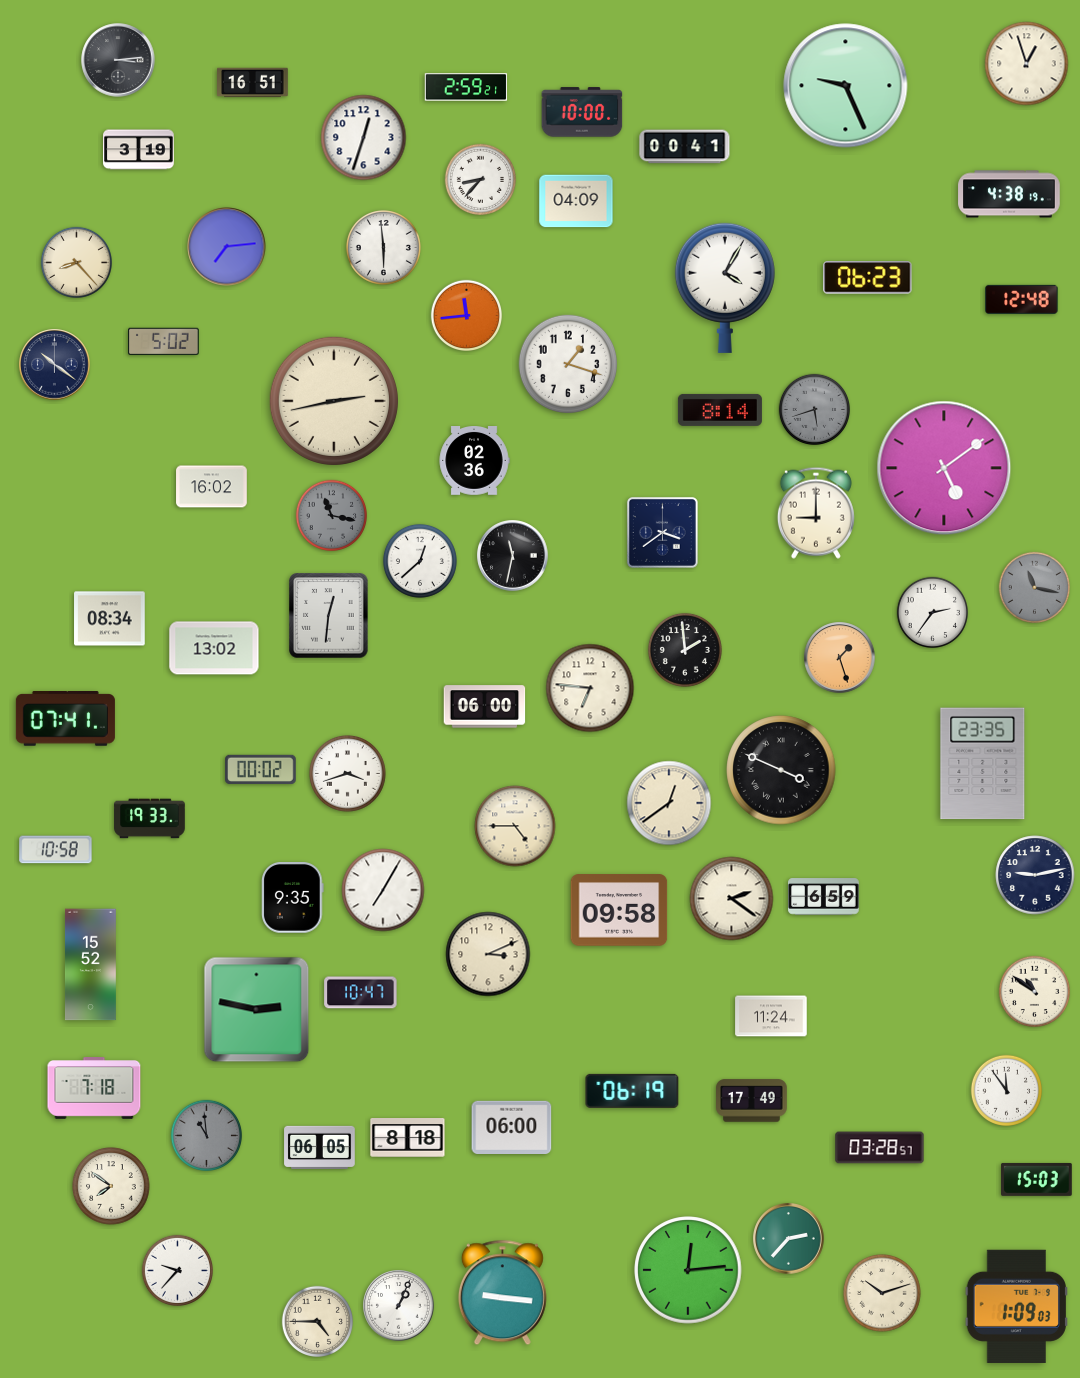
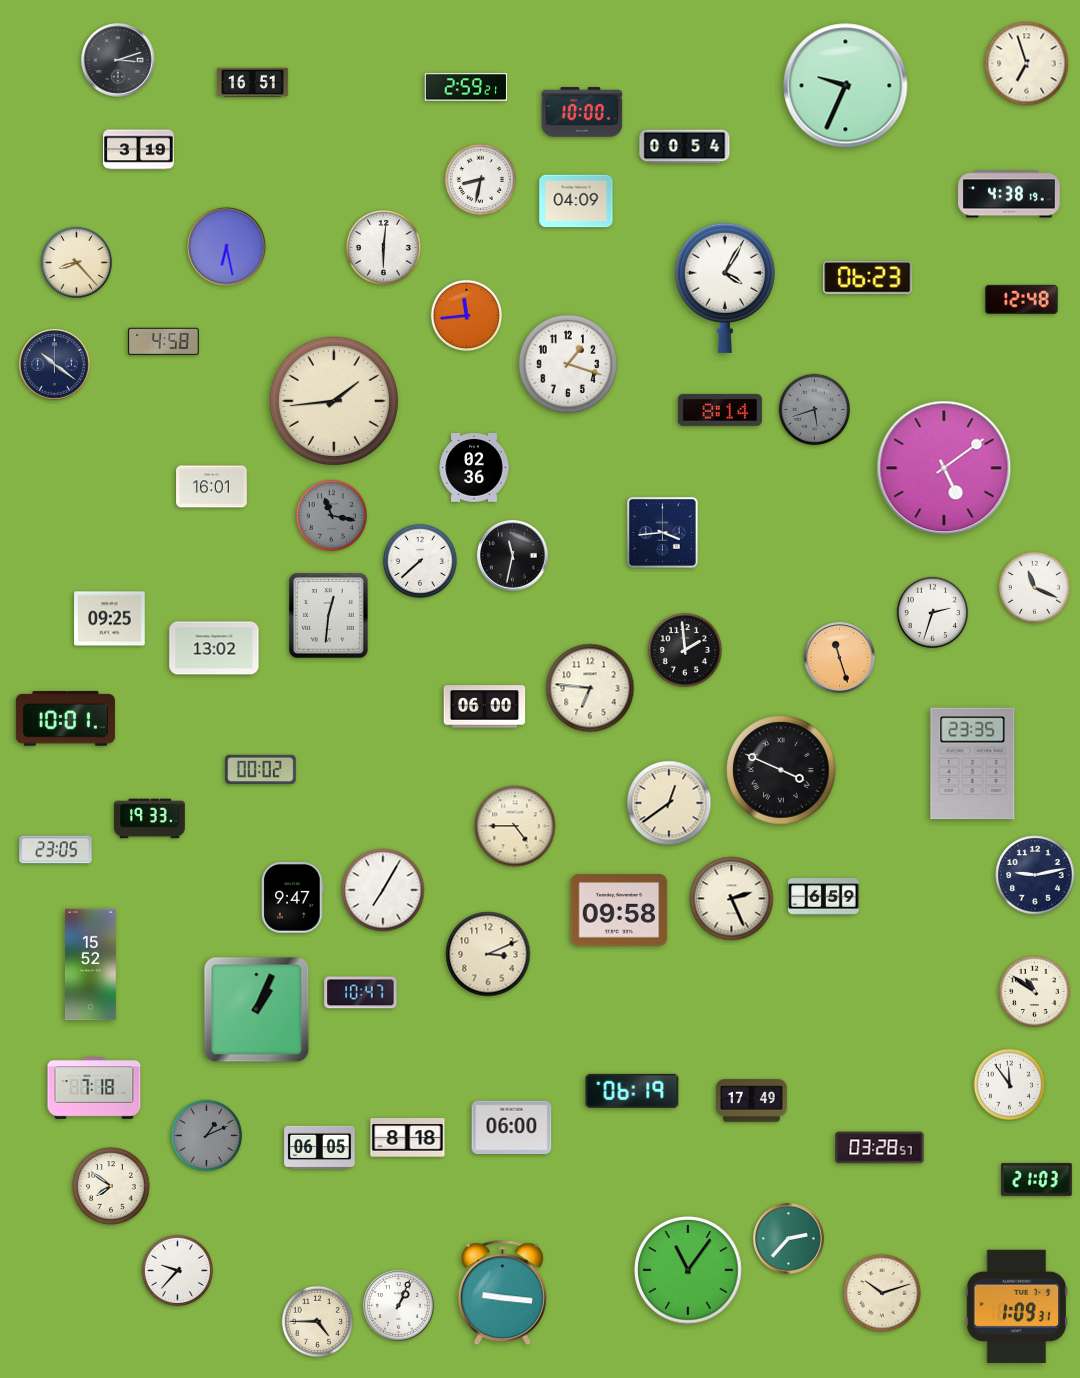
clock at (118, 60): 3:14 -> 3:12
clock at (1027, 64): 12:57 -> 6:57
clock at (846, 86): 9:26 -> 9:34
clock at (364, 138): 12:33 -> none
clock at (685, 147): 00:41 -> 00:54
clock at (480, 179): 8:37 -> 8:32
clock at (227, 247): 7:14 -> 6:28
clock at (383, 247): 5:59 -> 6:01
clock at (164, 341): 5:02 -> 4:58
clock at (334, 401): 2:43 -> 1:44
clock at (474, 461) position: (474, 461) -> (474, 468)
clock at (212, 487): 16:02 -> 16:01
clock at (816, 513): 9:00 -> none
clock at (662, 532): 3:39 -> 3:44
clock at (420, 561): 12:38 -> 7:38
clock at (1034, 587): 11:17 -> 11:19
clock at (1034, 587) dial: grey -> white
clock at (932, 612): 2:36 -> 2:33
clock at (110, 619): 08:34 -> 09:25
clock at (840, 658): 1:27 -> 11:27
clock at (65, 719): 07:41 -> 10:01
clock at (983, 764) position: (983, 764) -> (973, 764)
clock at (348, 774): 3:42 -> none
clock at (56, 850): 10:58 -> 23:05
clock at (293, 898): 9:35 -> 9:47
clock at (732, 899): 2:21 -> 2:26
clock at (257, 1010): 2:47 -> 1:04
clock at (771, 1016): 11:24 -> none
clock at (1006, 1090) position: (1006, 1090) -> (1009, 1084)
clock at (206, 1135): 10:59 -> 1:11
clock at (1037, 1179): 15:03 -> 21:03
clock at (688, 1270): 12:14 -> 11:06
clock at (1016, 1306): 1:09:03 -> 1:09:31
